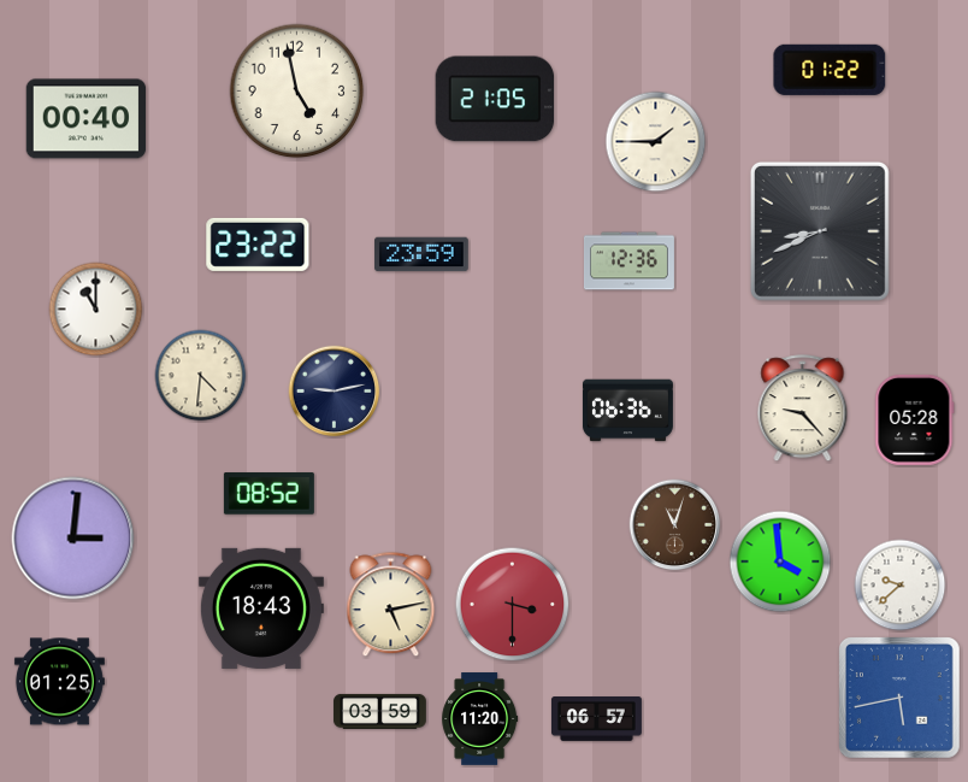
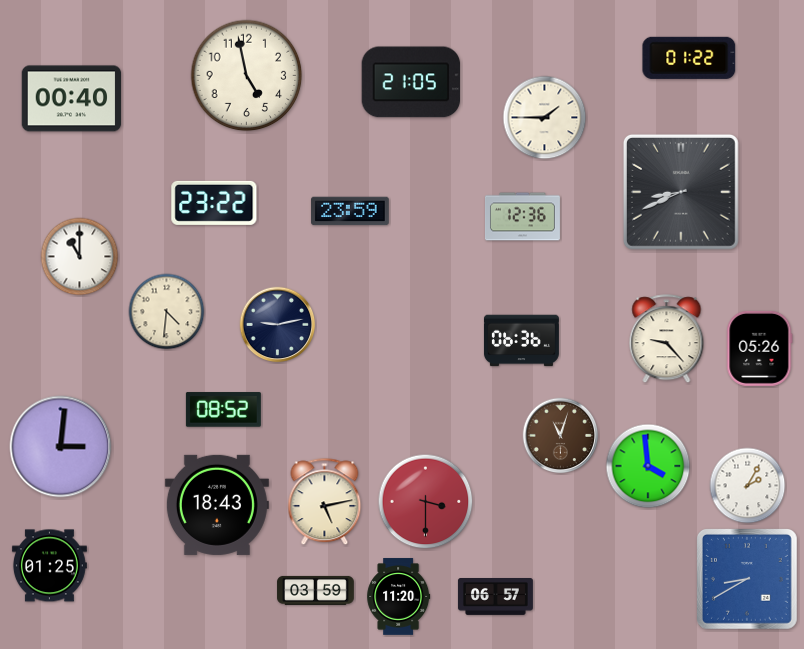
clock at (915, 419): 05:28 -> 05:26
clock at (901, 586): 9:38 -> 2:05
clock at (899, 698): 5:43 -> 8:40
